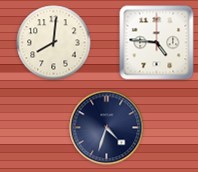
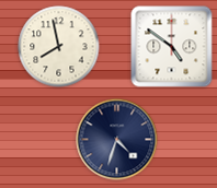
clock at (54, 43): 8:01 -> 7:58
clock at (157, 43): 4:46 -> 4:51
